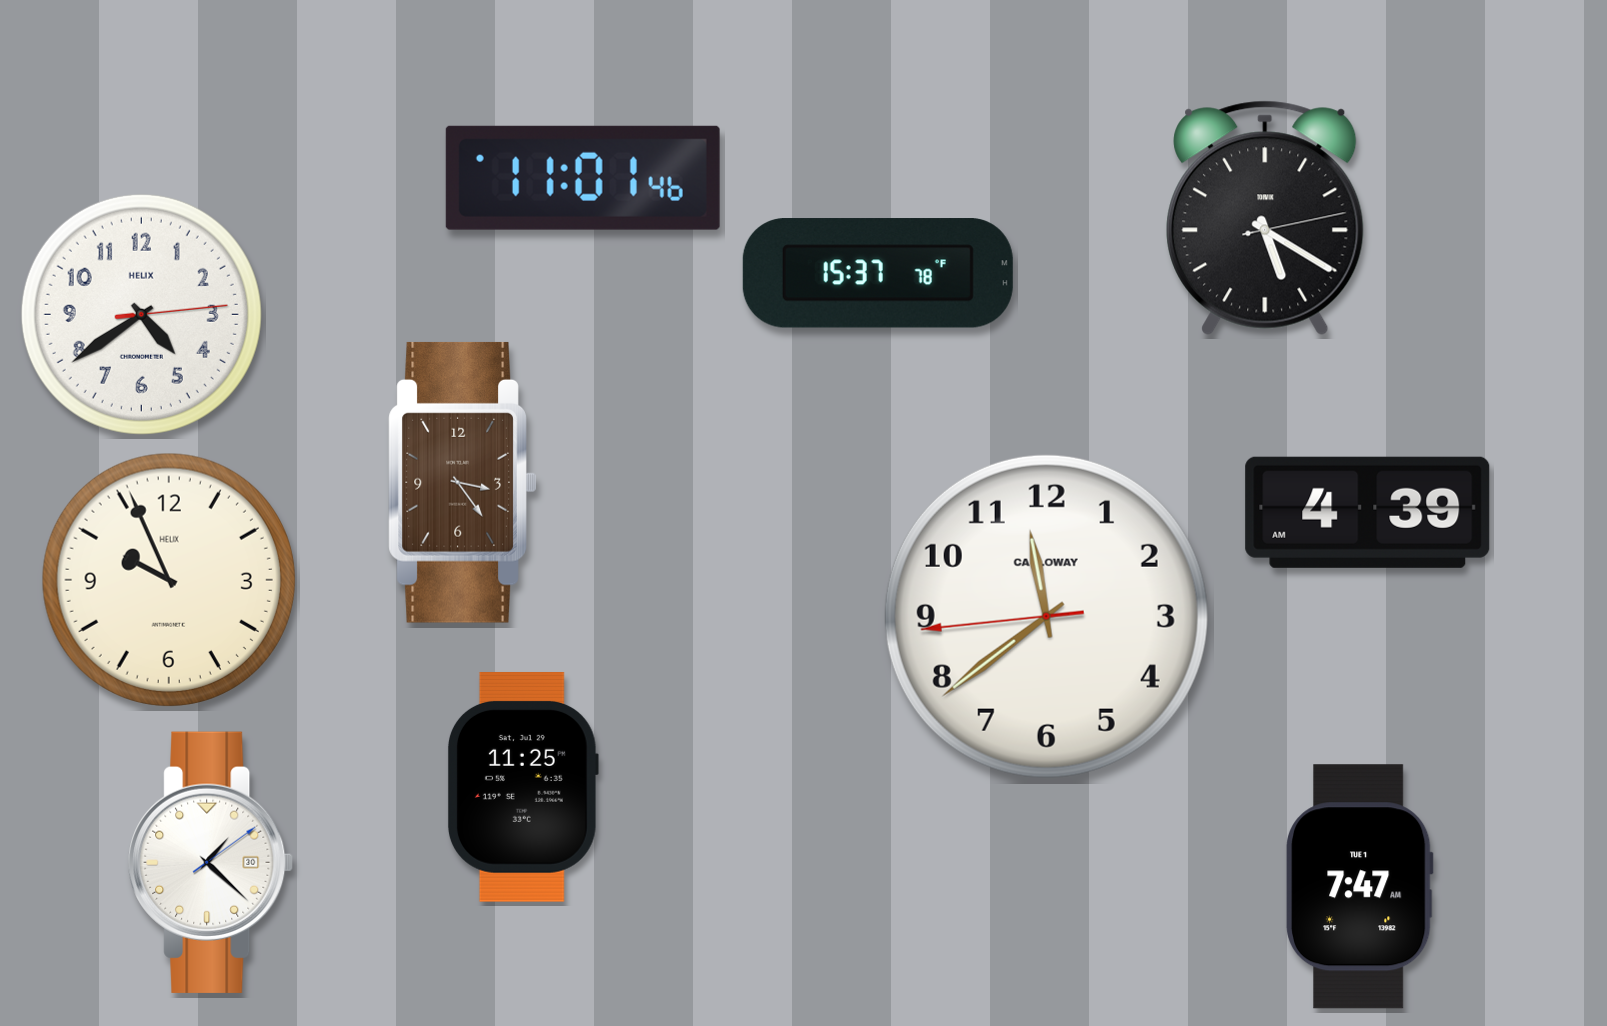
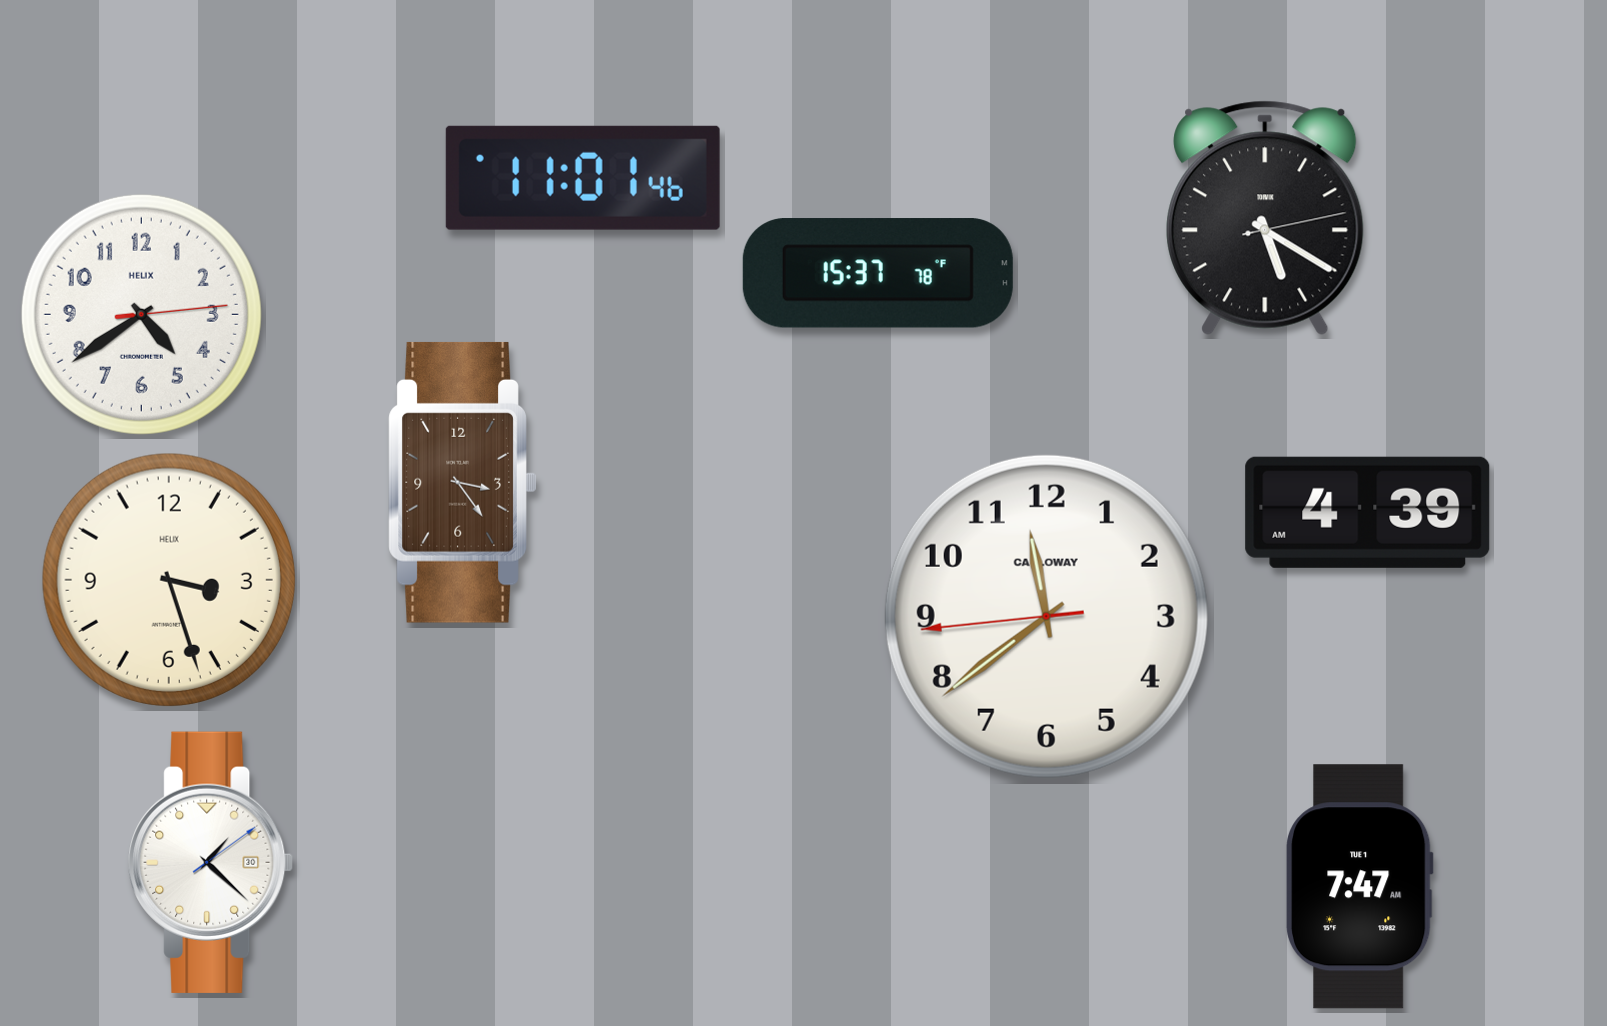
clock at (169, 580): 9:56 -> 3:27
clock at (523, 787): 11:25 -> none
